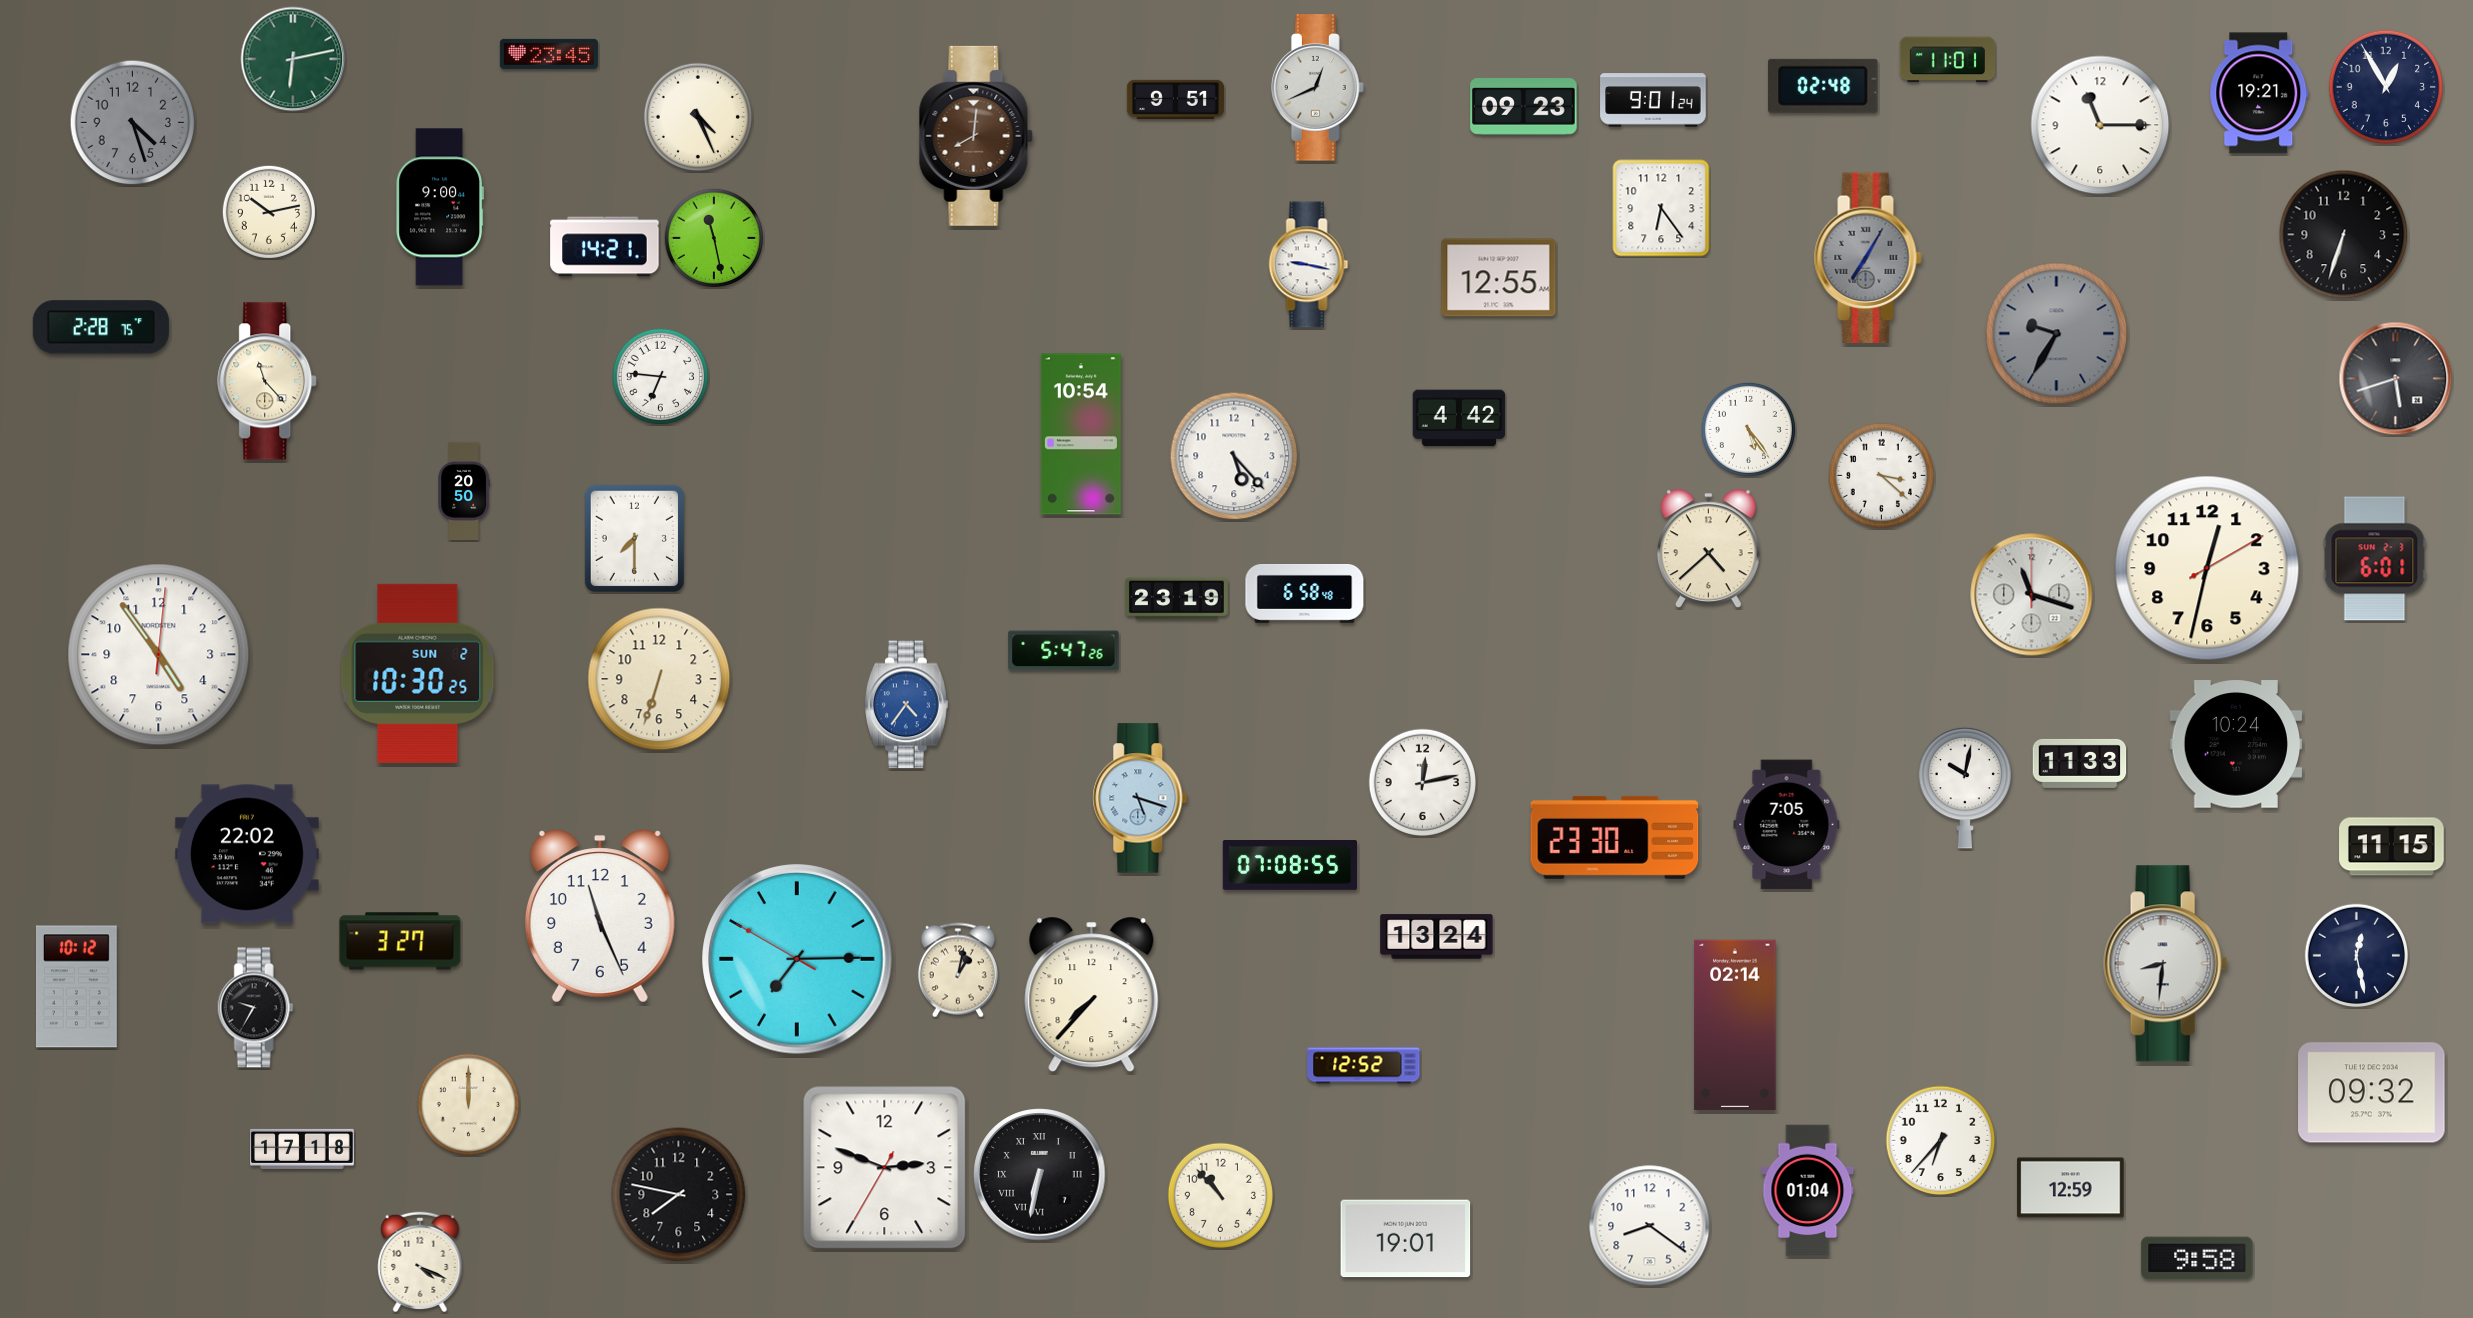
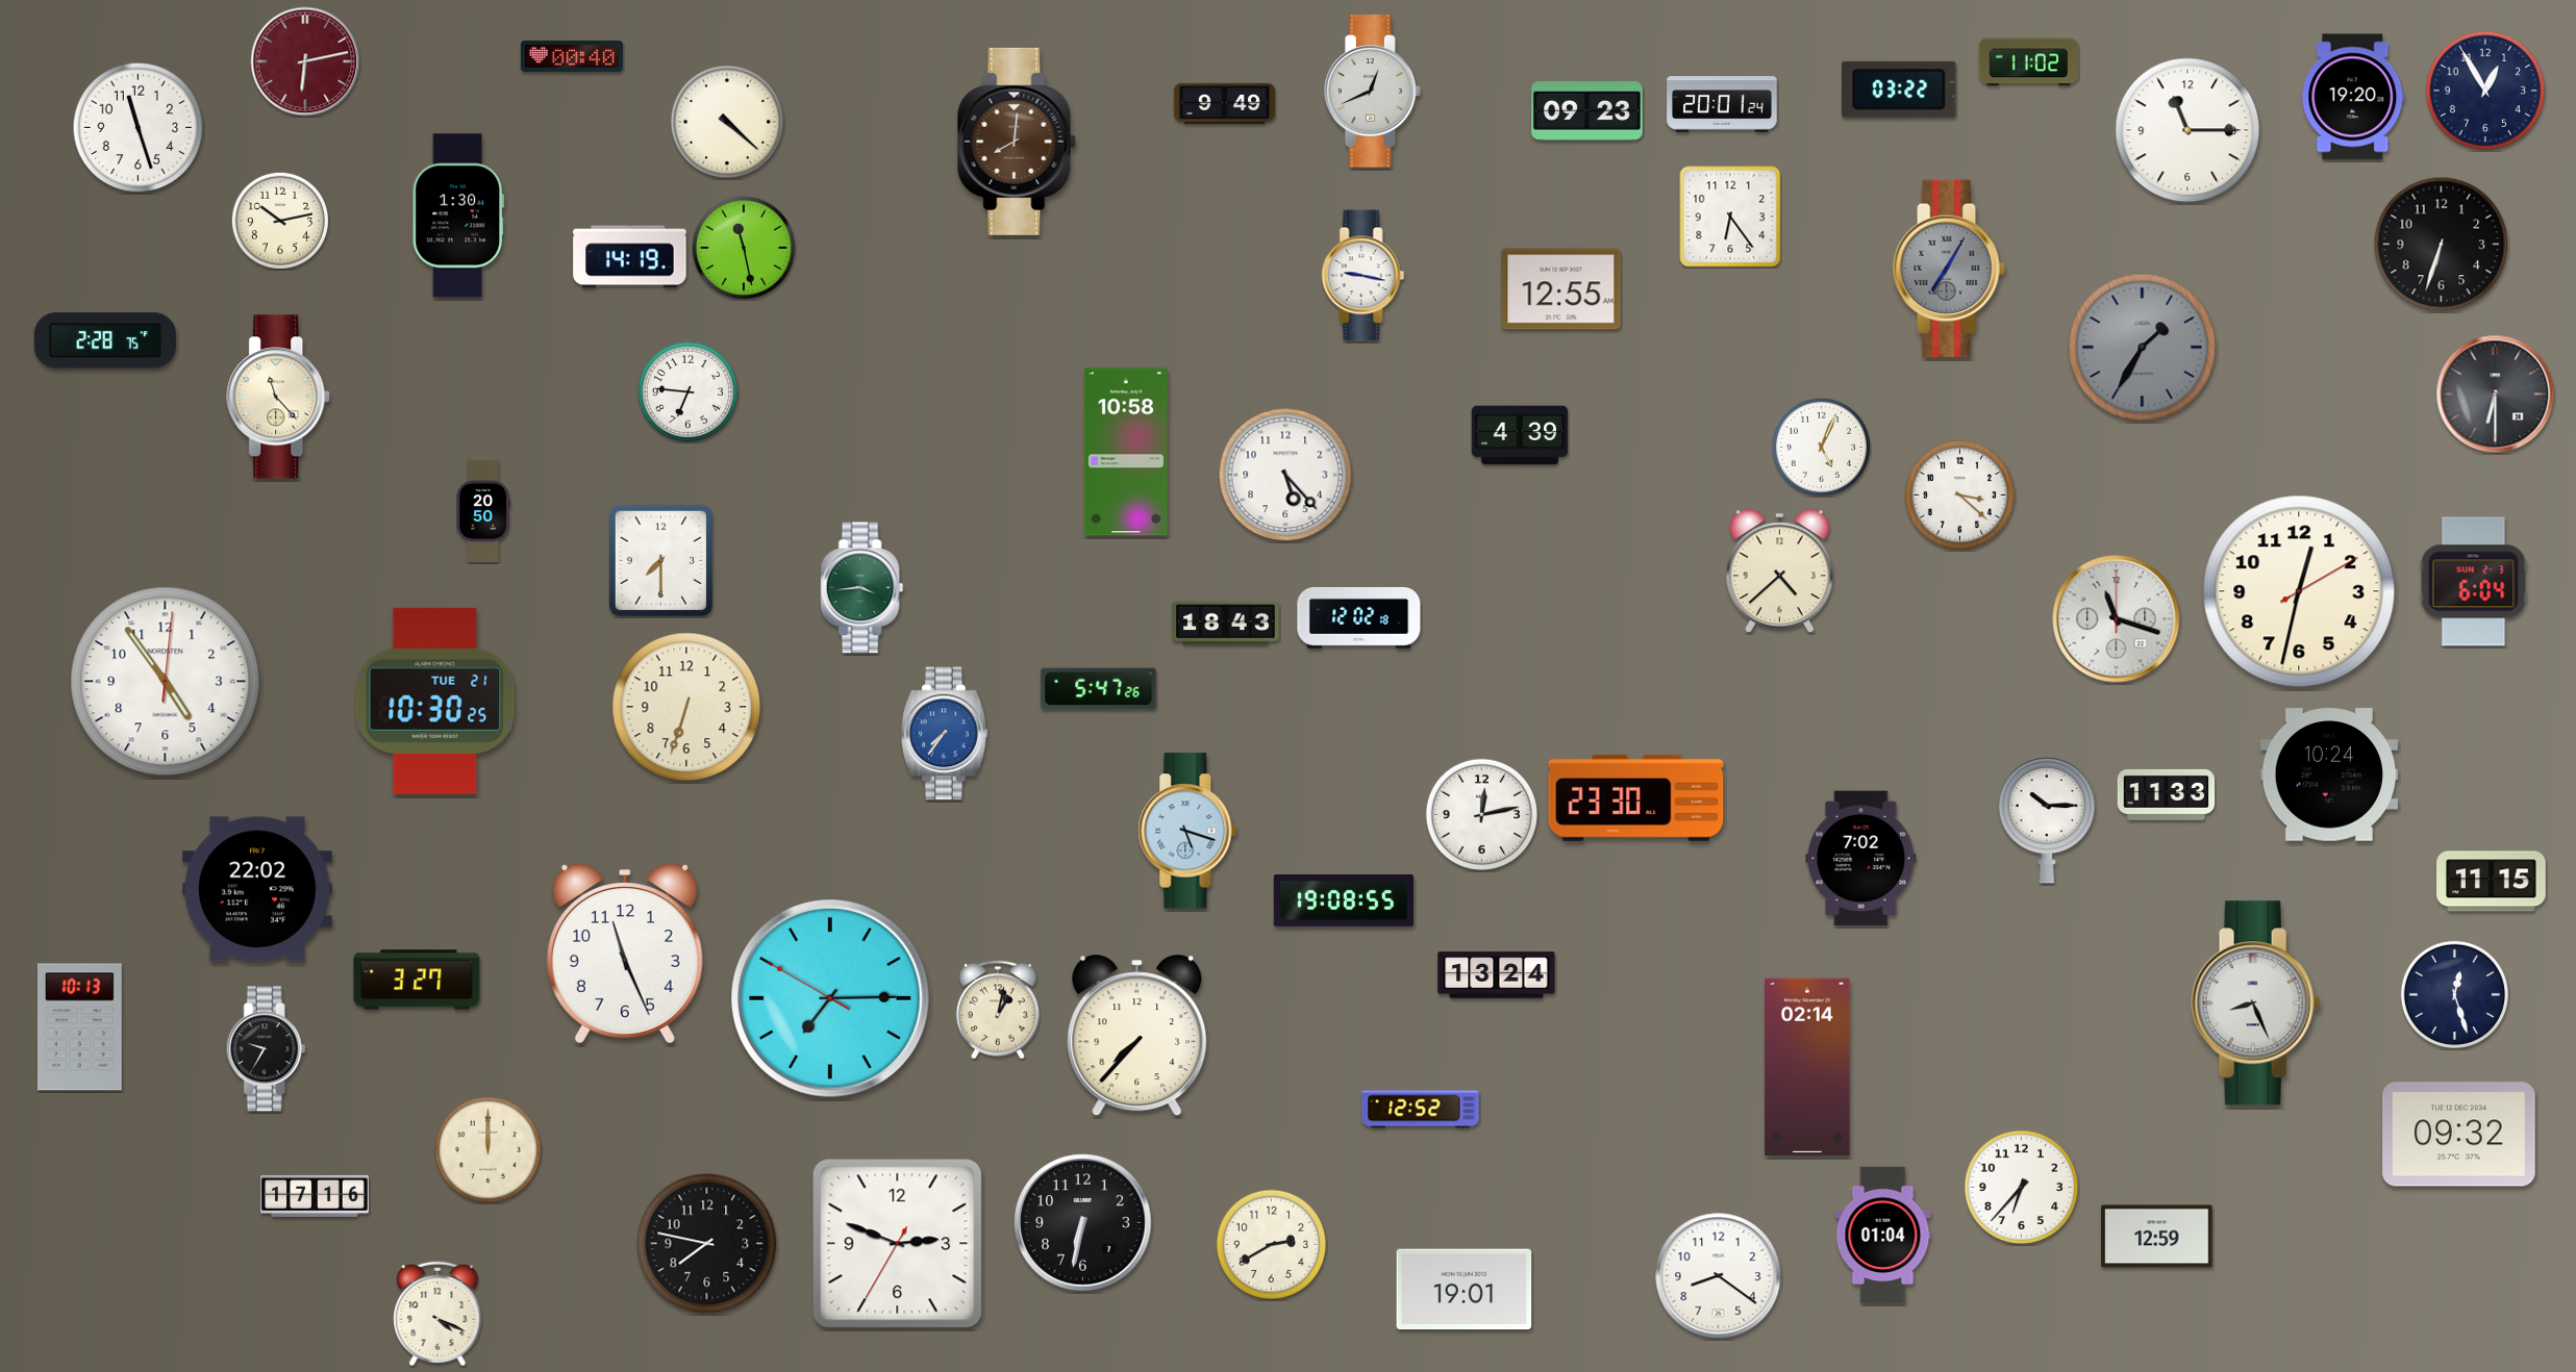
clock at (549, 54): 23:45 -> 00:40
clock at (293, 59) dial: green -> burgundy
clock at (1947, 60): 11:01 -> 11:02
clock at (1823, 86): 02:48 -> 03:22
clock at (2259, 93): 19:21 -> 19:20
clock at (1175, 99): 9:51 -> 9:49
clock at (1653, 100): 9:01 -> 20:01
clock at (698, 117): 4:26 -> 4:22
clock at (133, 123): 4:27 -> 11:27
clock at (133, 123) dial: grey -> white
clock at (439, 207): 9:00 -> 1:30
clock at (605, 247): 14:21 -> 14:19
clock at (1868, 258) position: (1868, 258) -> (1949, 269)
clock at (2057, 334): 9:35 -> 1:35
clock at (2396, 379): 5:42 -> 6:30
clock at (1459, 418): 4:42 -> 4:39
clock at (1748, 429): 5:24 -> 5:04
clock at (1081, 434): 10:54 -> 10:58
clock at (2375, 559): 6:01 -> 6:04
clock at (862, 588): none -> 3:44
clock at (1305, 594): 6:58 -> 12:02
clock at (1176, 599): 23:19 -> 18:43
clock at (1064, 651) position: (1064, 651) -> (1099, 689)
clock at (418, 673) date: SUN 2 -> TUE 21
clock at (907, 705): 4:36 -> 7:36
clock at (1965, 788): 10:02 -> 10:15
clock at (1787, 825): 7:05 -> 7:02
clock at (1615, 837) position: (1615, 837) -> (1636, 797)
clock at (1290, 866): 07:08 -> 19:08
clock at (2356, 955): 12:28 -> 12:27
clock at (2166, 964): 8:31 -> 8:26
clock at (76, 987): 10:12 -> 10:13
clock at (2372, 1093) position: (2372, 1093) -> (2459, 1135)
clock at (302, 1149): 17:18 -> 17:16
clock at (885, 1168) position: (885, 1168) -> (898, 1244)
clock at (1040, 1175) numerals: Roman -> Arabic
clock at (1808, 1191) position: (1808, 1191) -> (1883, 1236)
clock at (1220, 1195): 10:53 -> 2:40
clock at (2197, 1258): 9:58 -> none
